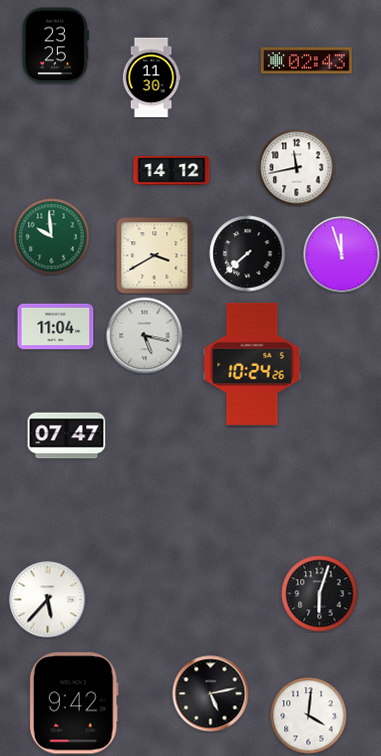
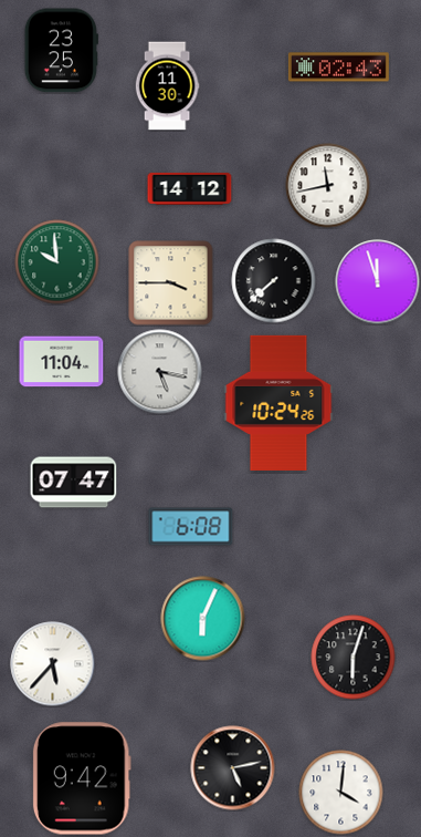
clock at (155, 256): 3:40 -> 3:45
clock at (191, 527): none -> 6:08
clock at (203, 619): none -> 6:04
